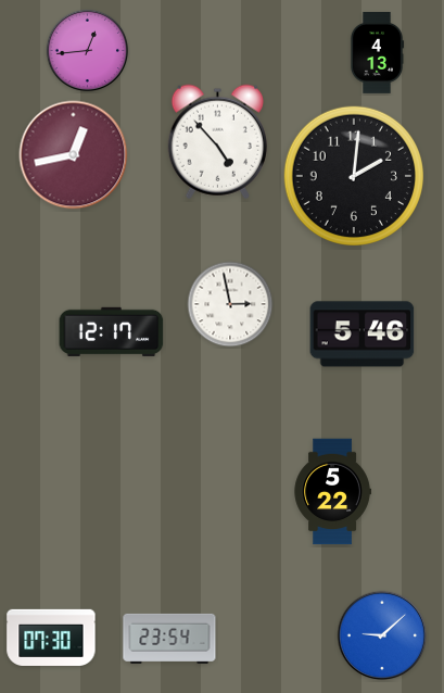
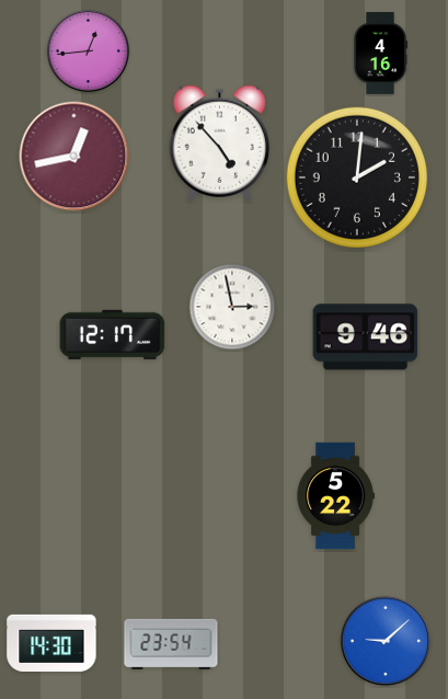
clock at (377, 52): 4:13 -> 4:16
clock at (363, 335): 5:46 -> 9:46
clock at (51, 638): 07:30 -> 14:30
